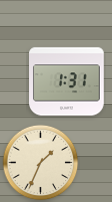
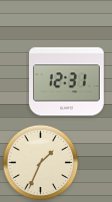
clock at (67, 82): 1:31 -> 12:31
